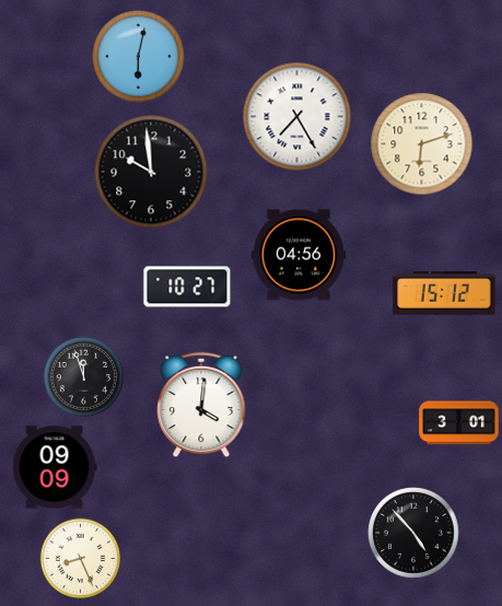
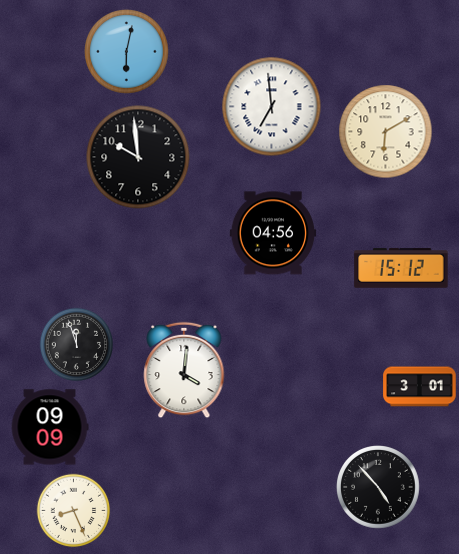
clock at (297, 117): 7:25 -> 6:59
clock at (422, 144): 6:12 -> 6:10
clock at (187, 287): 10:27 -> none
clock at (444, 293) position: (444, 293) -> (401, 268)
